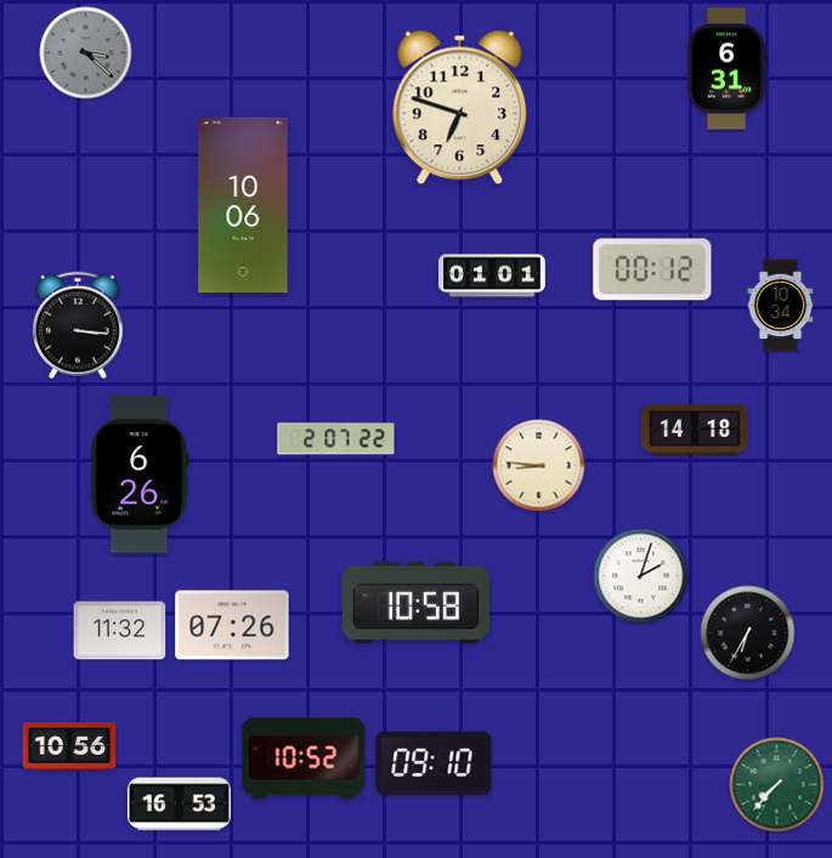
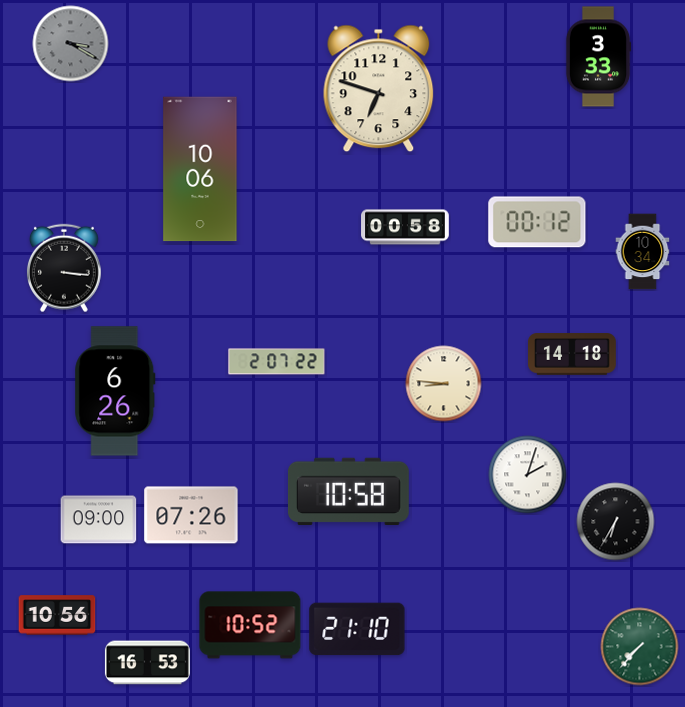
clock at (86, 53): 3:22 -> 3:20
clock at (726, 69): 6:31 -> 3:33
clock at (492, 275): 01:01 -> 00:58
clock at (415, 602) position: (415, 602) -> (348, 491)
clock at (120, 631): 11:32 -> 09:00
clock at (434, 763): 09:10 -> 21:10
